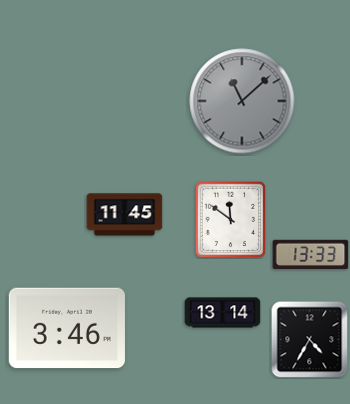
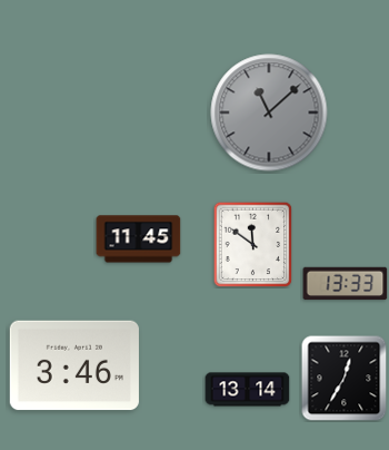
clock at (231, 219) position: (231, 219) -> (253, 244)
clock at (223, 313) position: (223, 313) -> (248, 390)
clock at (310, 340): 4:35 -> 12:35
